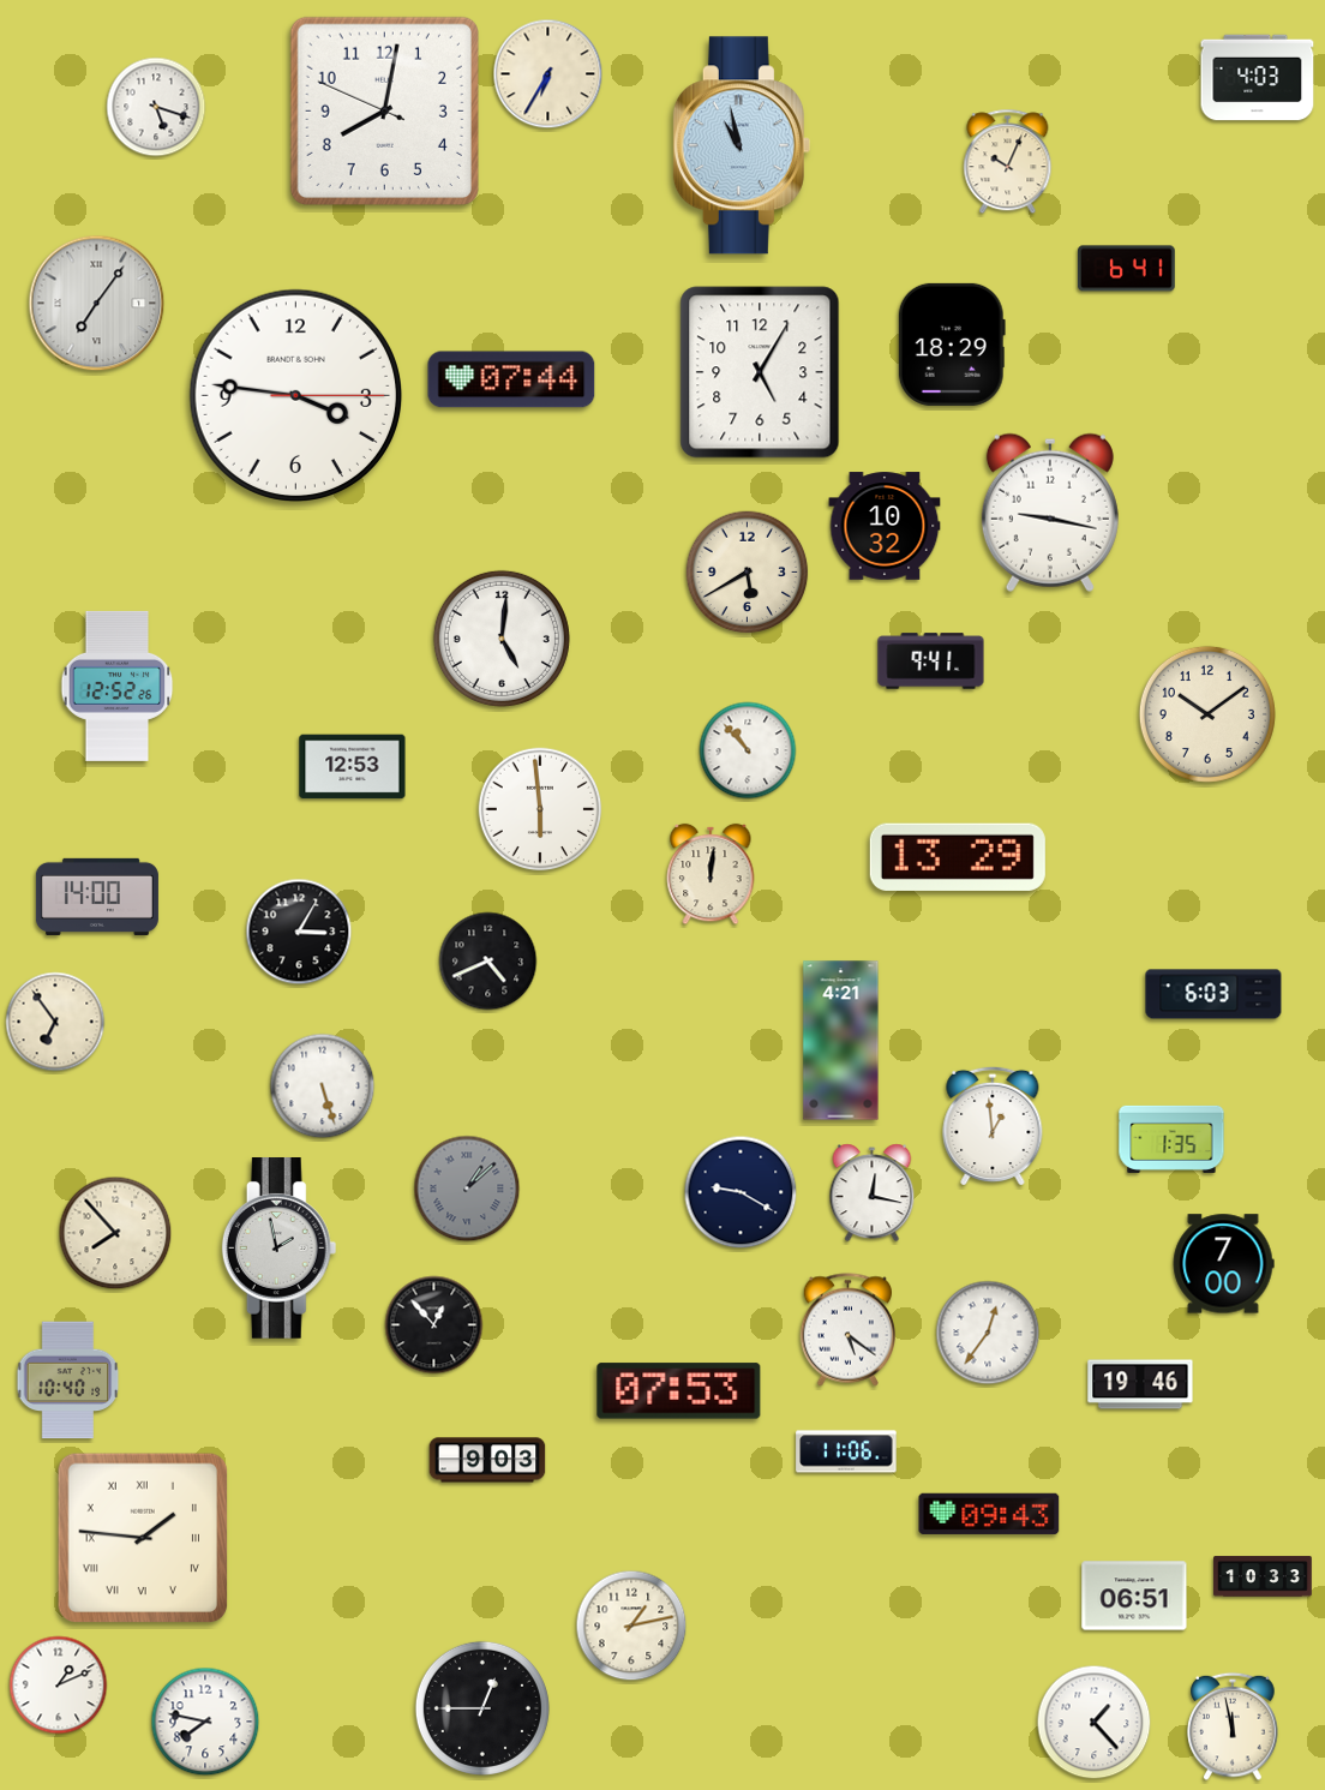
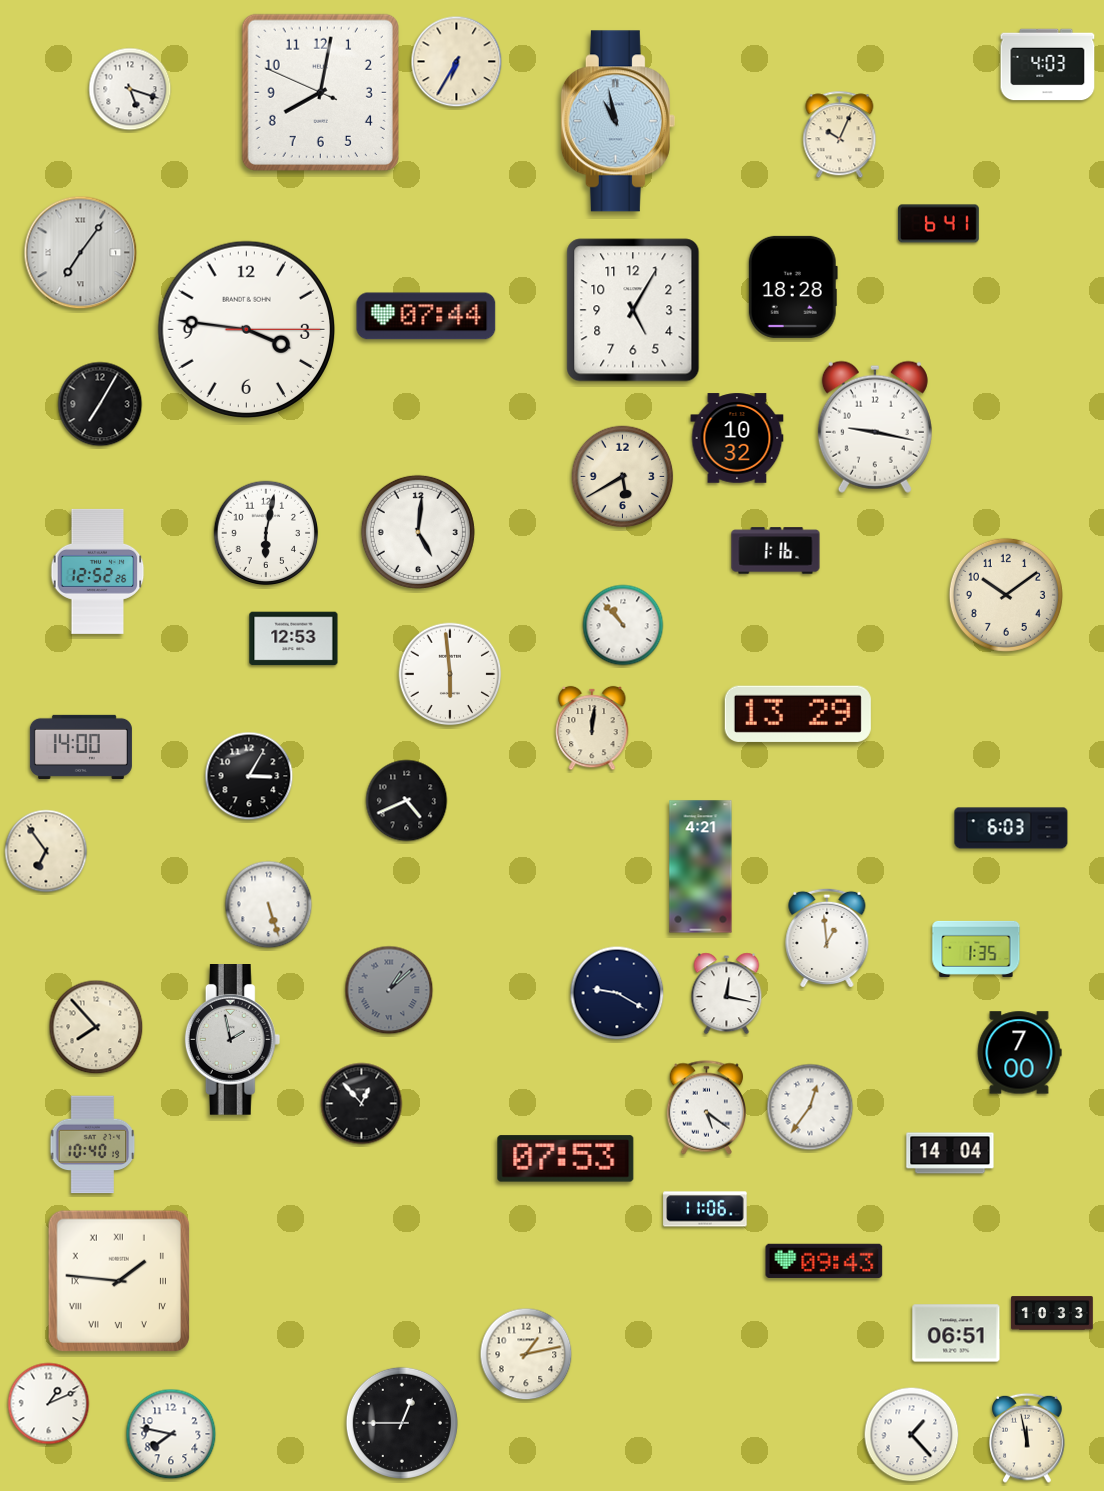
clock at (952, 345): 18:29 -> 18:28
clock at (100, 404): none -> 7:05
clock at (266, 533): none -> 6:02
clock at (931, 661): 9:41 -> 1:16
clock at (988, 1333) position: (988, 1333) -> (810, 1107)
clock at (68, 1381) position: (68, 1381) -> (93, 1145)
clock at (1140, 1384): 19:46 -> 14:04
clock at (487, 1460): 9:03 -> none
clock at (1134, 1596) position: (1134, 1596) -> (956, 1333)
